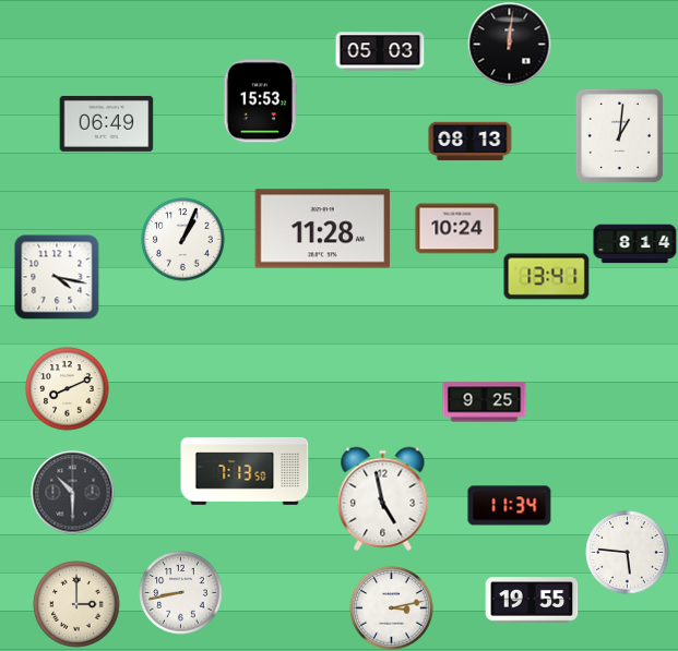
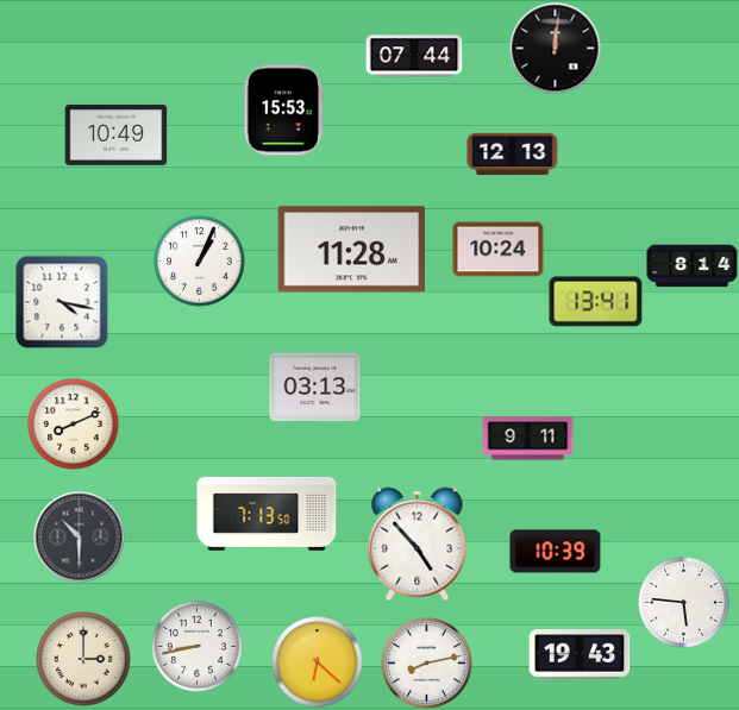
clock at (380, 51): 05:03 -> 07:44
clock at (107, 123): 06:49 -> 10:49
clock at (619, 135): 1:01 -> none
clock at (471, 142): 08:13 -> 12:13
clock at (315, 388): none -> 03:13
clock at (485, 402): 9:25 -> 9:11
clock at (383, 499): 4:58 -> 4:53
clock at (510, 506): 11:34 -> 10:39
clock at (532, 600): 19:55 -> 19:43
clock at (318, 662): none -> 6:22
clock at (392, 608): 3:13 -> 8:13
